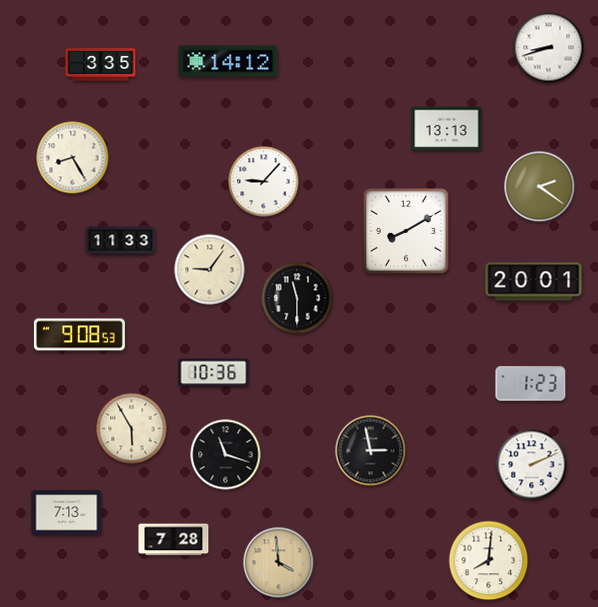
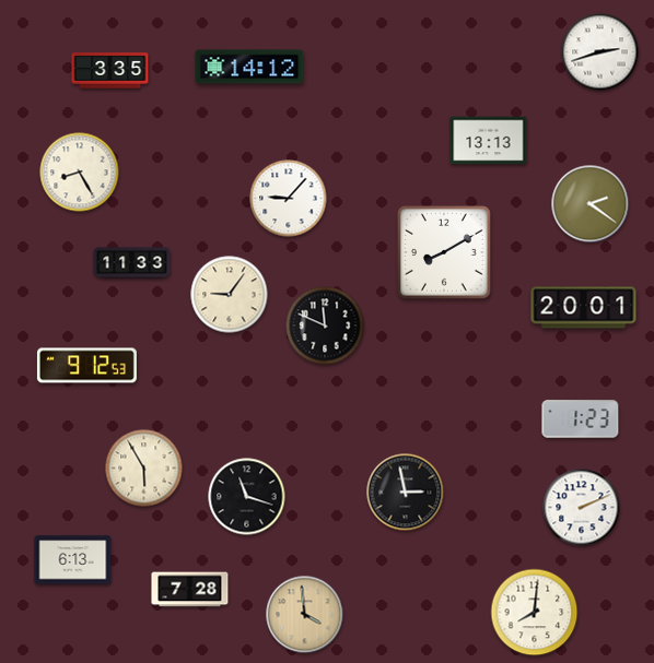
clock at (549, 48): 8:42 -> 2:42
clock at (297, 298): 11:30 -> 11:49
clock at (79, 335): 9:08 -> 9:12
clock at (214, 373): 10:36 -> none
clock at (67, 513): 7:13 -> 6:13
